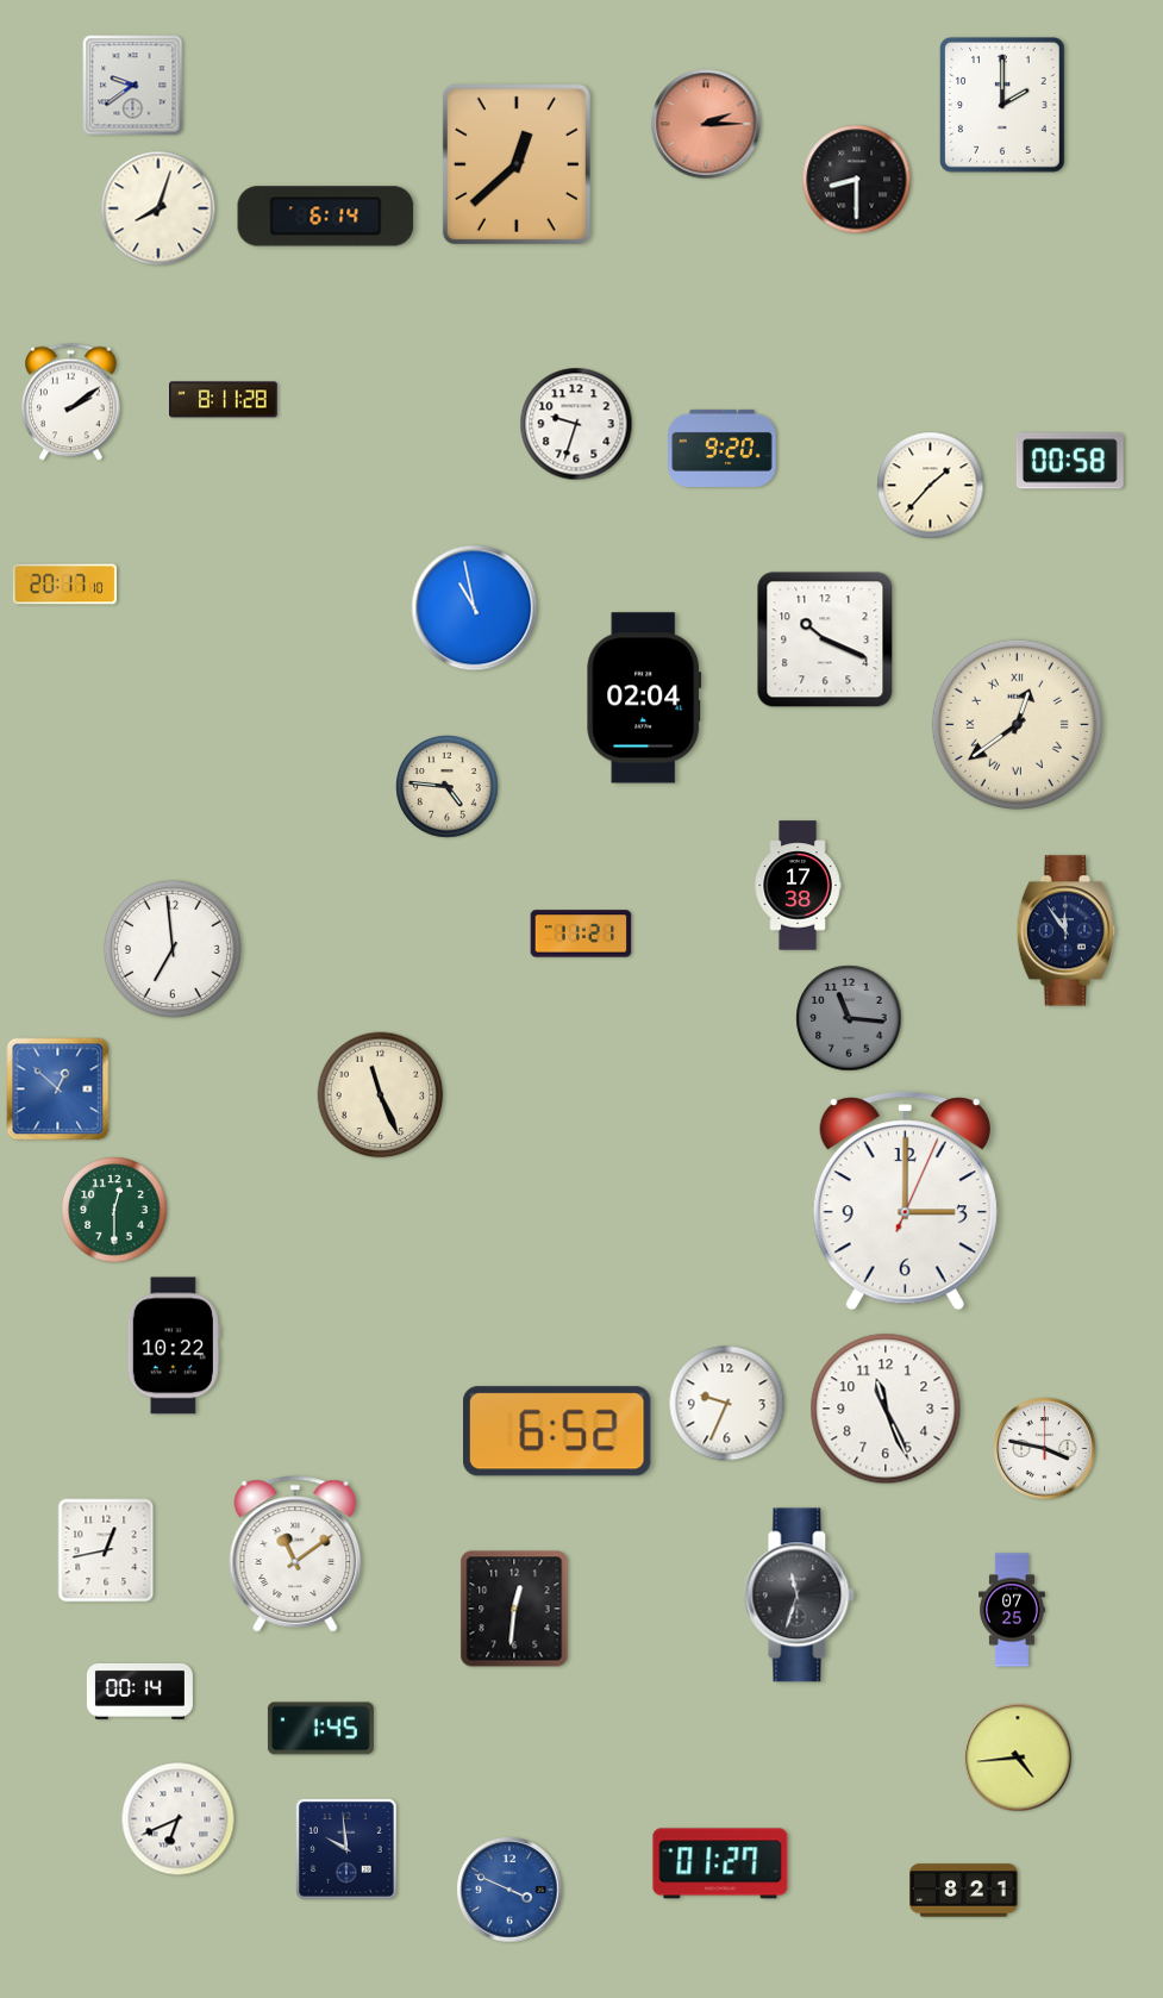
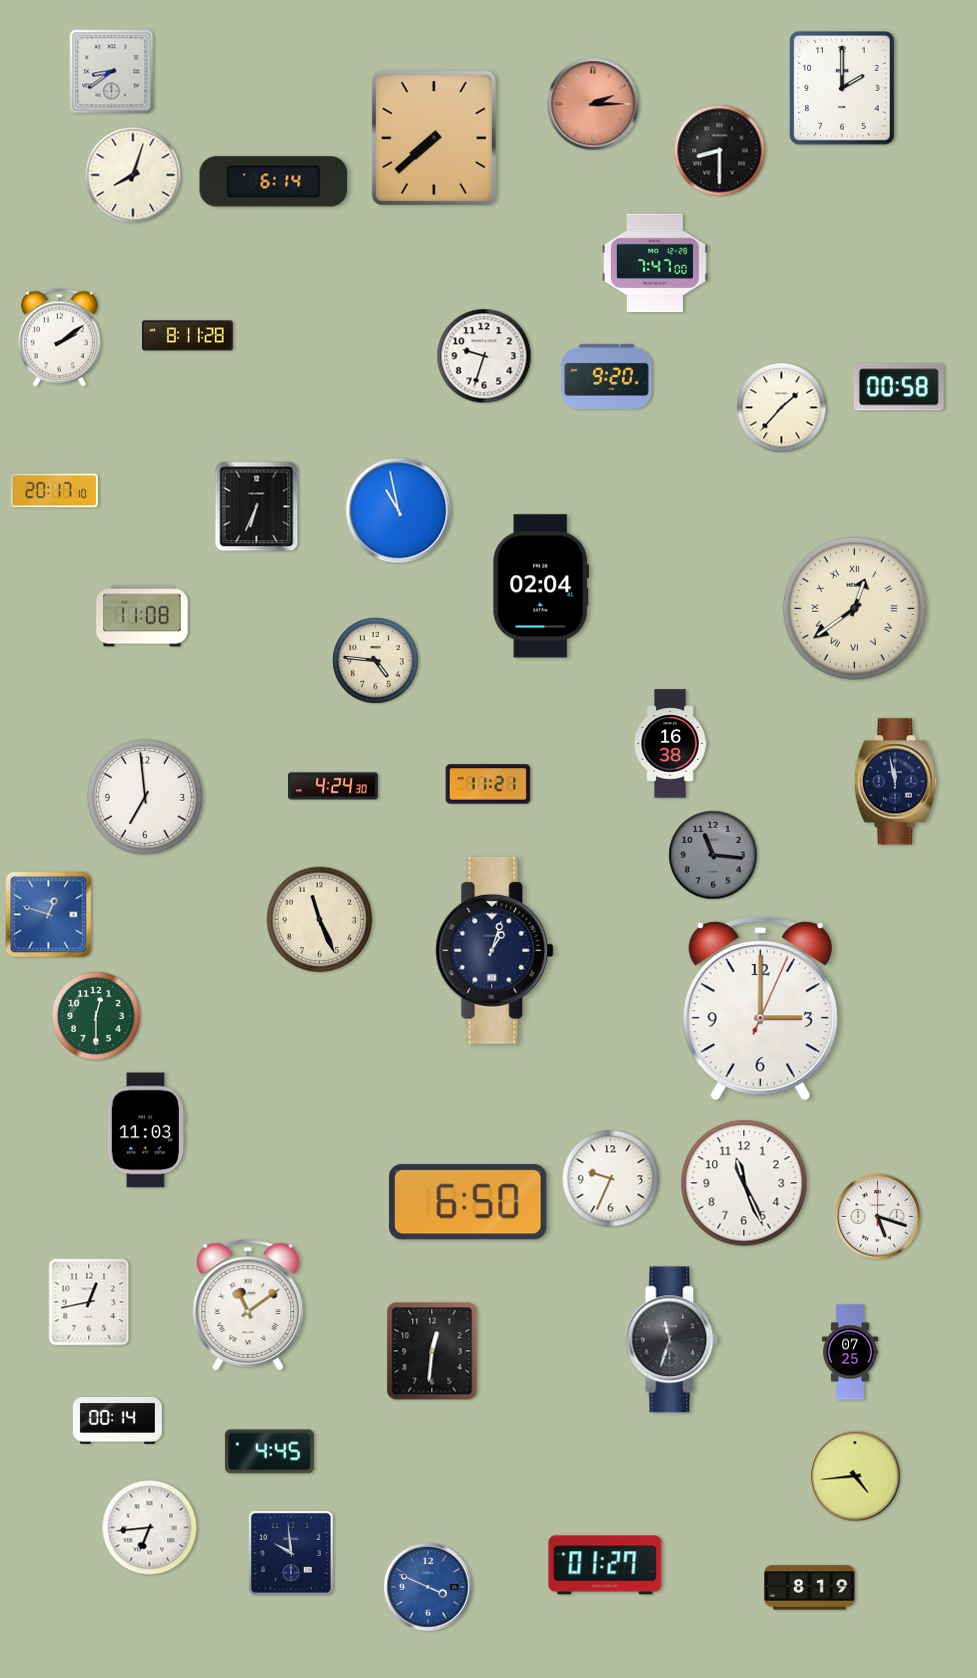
clock at (133, 86): 9:39 -> 8:39
clock at (517, 164): 12:38 -> 7:38
clock at (655, 263): none -> 7:47
clock at (257, 507): none -> 6:34
clock at (825, 639): 10:19 -> none
clock at (142, 616): none -> 11:08
clock at (798, 886): 17:38 -> 16:38
clock at (1065, 931): 11:54 -> 11:58
clock at (334, 786): none -> 4:24
clock at (58, 1089): 12:52 -> 12:48
clock at (495, 950): none -> 1:03
clock at (174, 1345): 10:22 -> 11:03
clock at (558, 1431): 6:52 -> 6:50
clock at (1045, 1449): 3:47 -> 5:18
clock at (320, 1729): 1:45 -> 4:45
clock at (179, 1819): 6:41 -> 6:44
clock at (964, 1891): 8:21 -> 8:19
